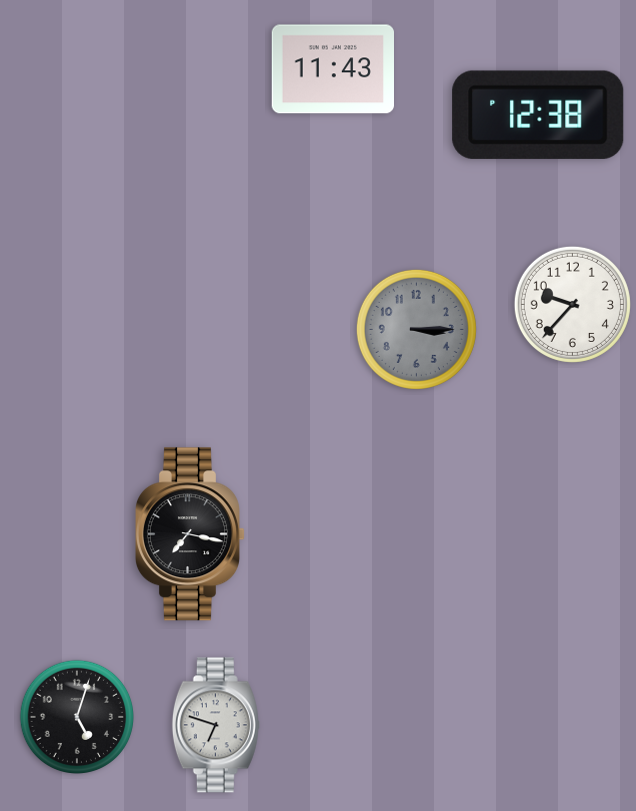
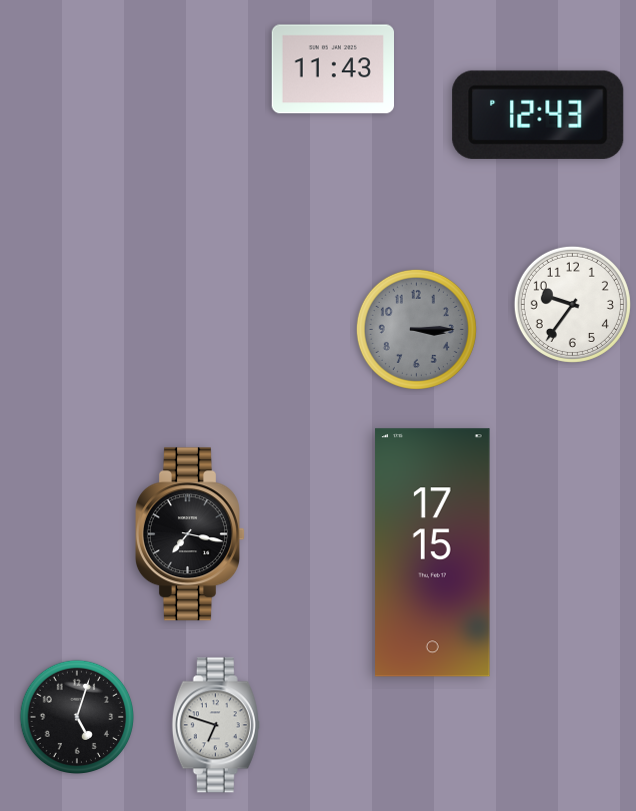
clock at (538, 115): 12:38 -> 12:43
clock at (572, 304): 9:37 -> 9:36
clock at (433, 553): none -> 17:15
